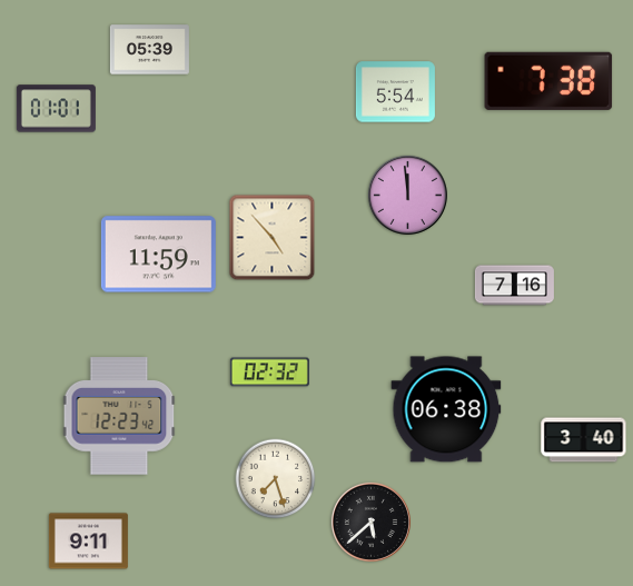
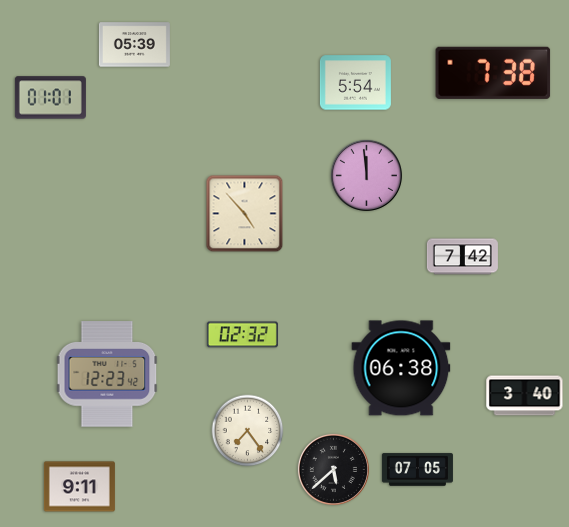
clock at (158, 255): 11:59 -> none
clock at (514, 286): 7:16 -> 7:42
clock at (276, 479): 7:27 -> 7:24
clock at (417, 470): none -> 07:05
